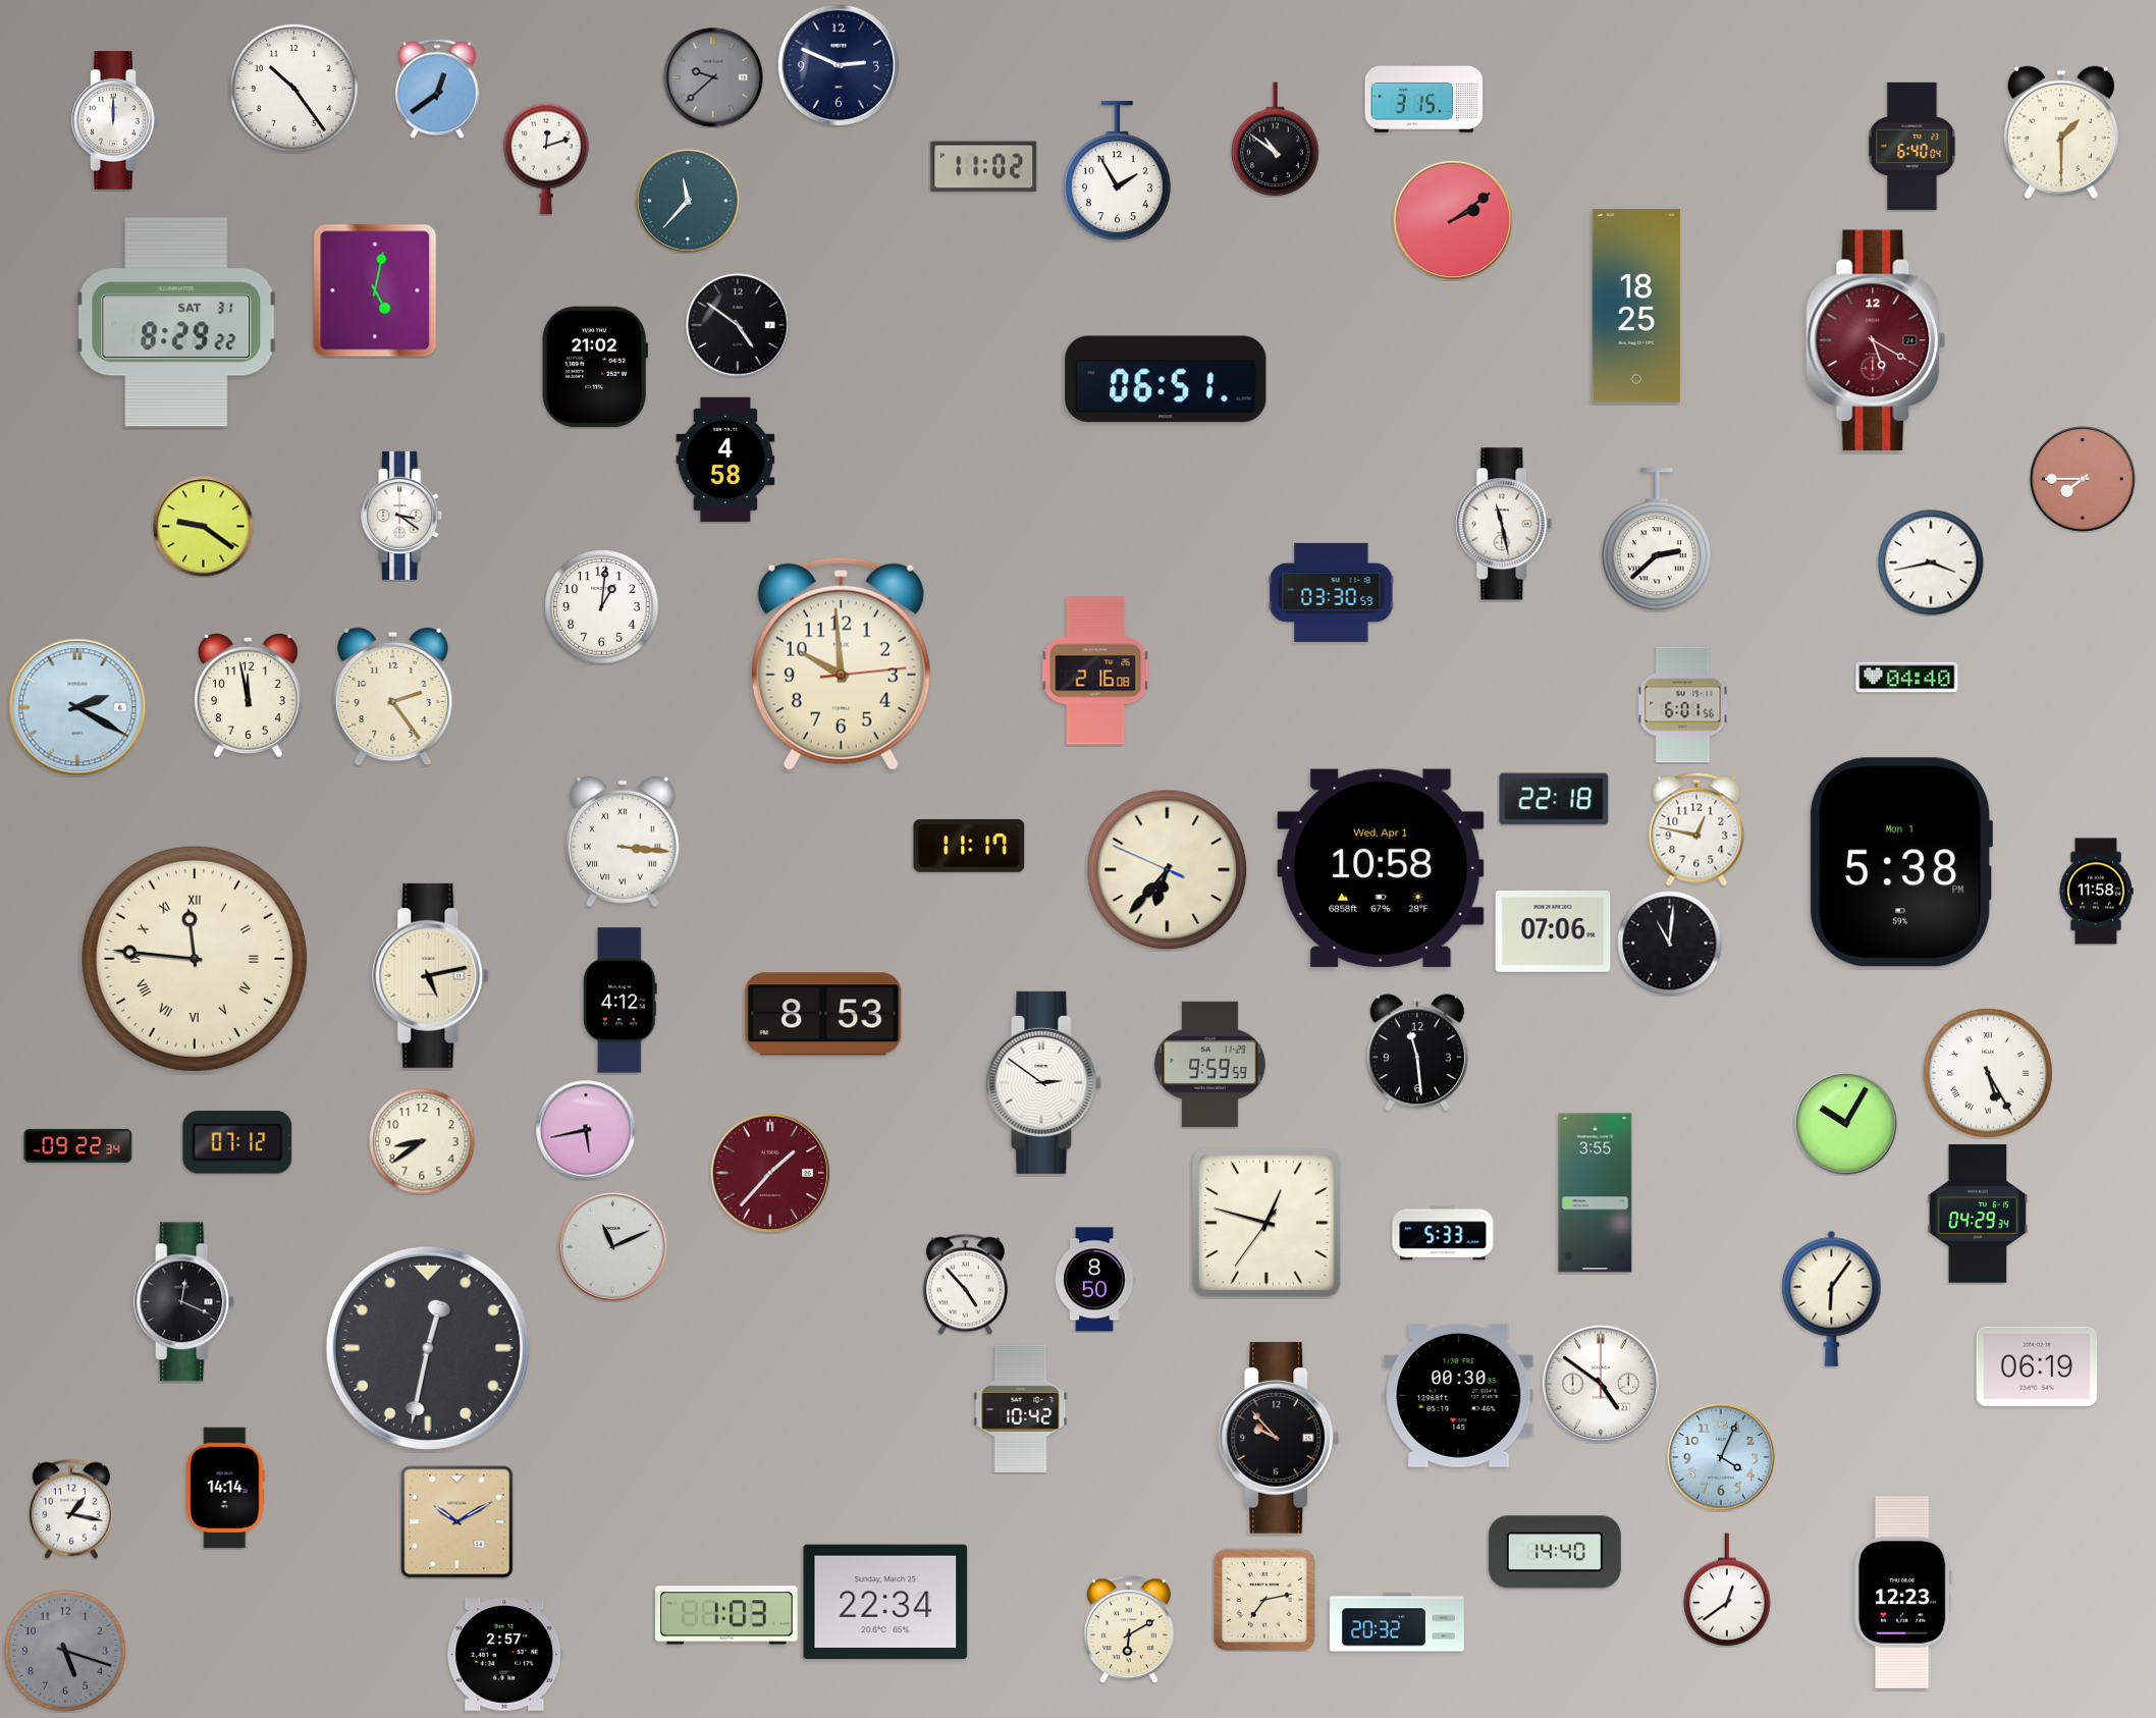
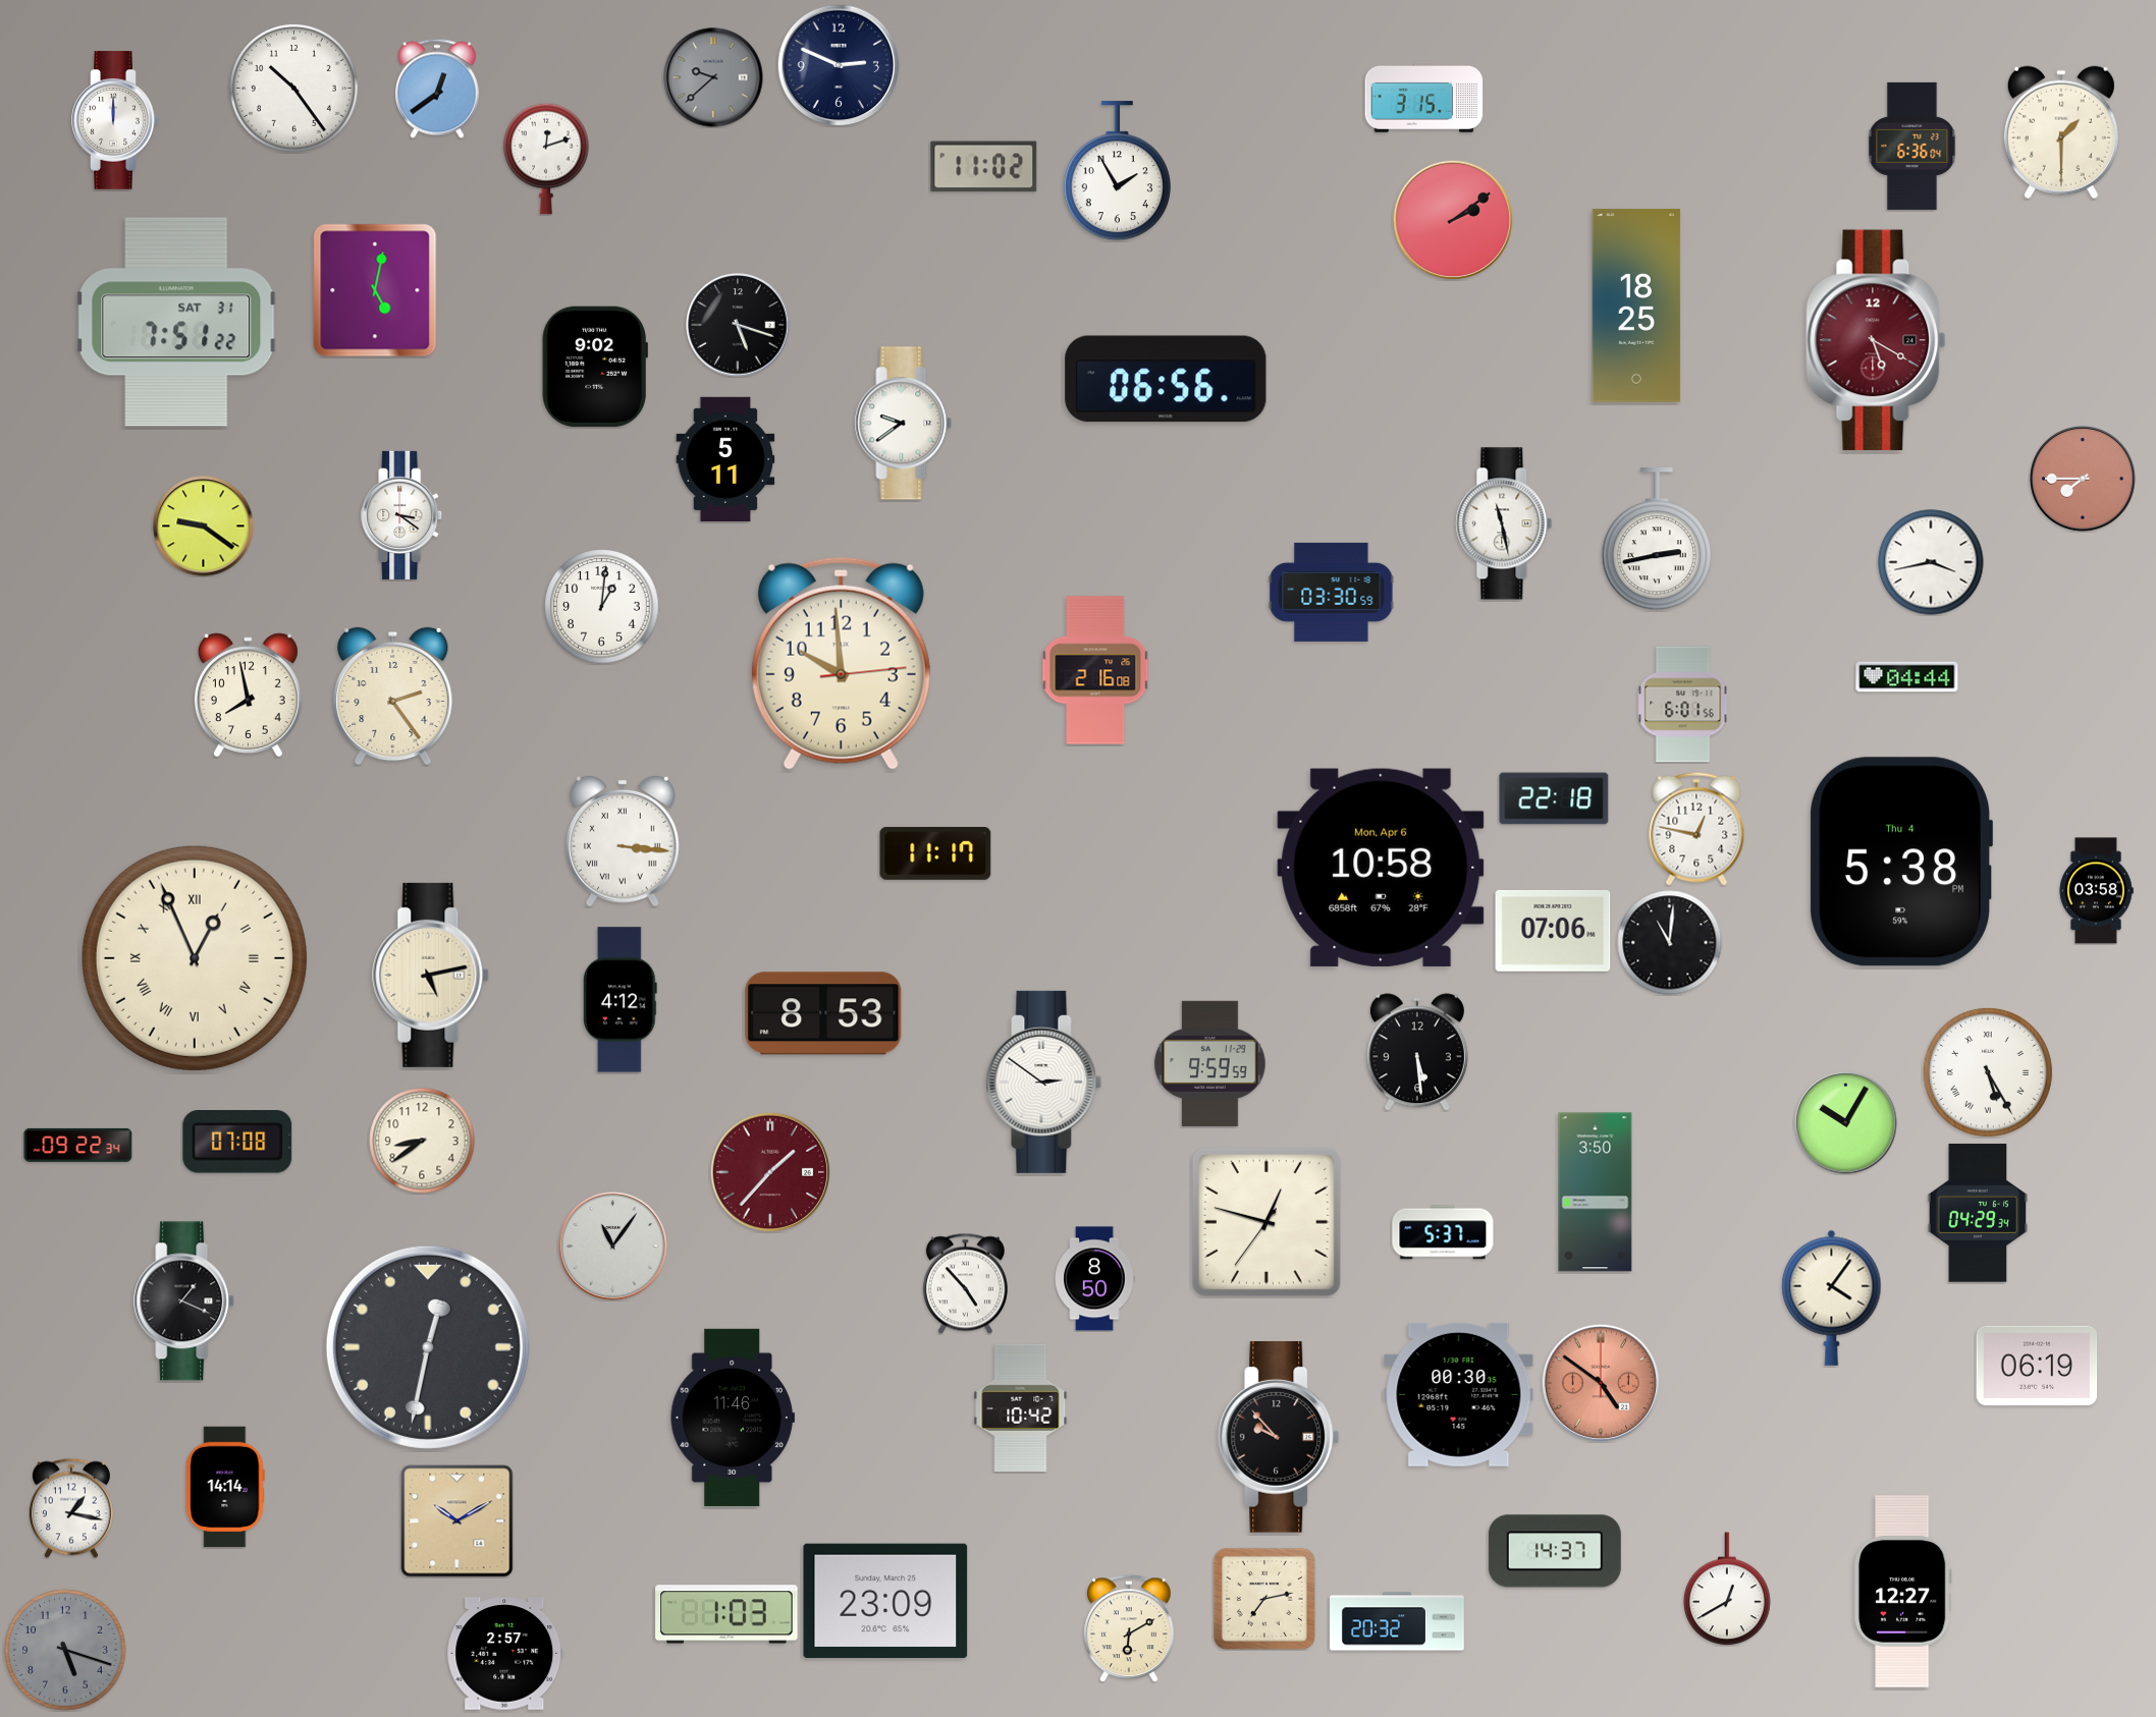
clock at (1276, 140): 10:51 -> none
clock at (1912, 146): 6:40 -> 6:36
clock at (688, 201): 11:37 -> none
clock at (176, 322): 8:29 -> 7:51
clock at (738, 325): 4:51 -> 5:18
clock at (595, 367): 21:02 -> 9:02
clock at (1166, 379): 06:51 -> 06:56
clock at (904, 424): none -> 9:39
clock at (725, 459): 4:58 -> 5:11
clock at (1657, 540): 2:38 -> 2:43
clock at (1907, 678): 04:40 -> 04:44
clock at (248, 696): 11:58 -> 7:58
clock at (77, 707): 2:20 -> none
clock at (969, 846) position: (969, 846) -> (935, 853)
clock at (1900, 862) date: Mon 1 -> Thu 4
clock at (1381, 868) date: Wed, Apr 1 -> Mon, Apr 6
clock at (1168, 870): 6:36 -> none
clock at (2096, 892): 11:58 -> 03:58
clock at (195, 959): 11:46 -> 12:56
clock at (1417, 1053): 11:29 -> 5:29
clock at (586, 1130): 5:43 -> none
clock at (237, 1142): 07:12 -> 07:08
clock at (1596, 1193): 3:55 -> 3:50
clock at (1443, 1233): 5:33 -> 5:37
clock at (612, 1246): 11:11 -> 11:06
clock at (1832, 1298): 6:06 -> 4:06
clock at (184, 1302): 12:19 -> 1:19
clock at (1601, 1384) dial: white -> salmon
clock at (733, 1418): none -> 11:46
clock at (1722, 1458): 4:04 -> none
clock at (1555, 1552): 14:40 -> 14:37
clock at (1727, 1590): 12:39 -> 12:40
clock at (1902, 1593): 12:23 -> 12:27
clock at (885, 1601): 22:34 -> 23:09
